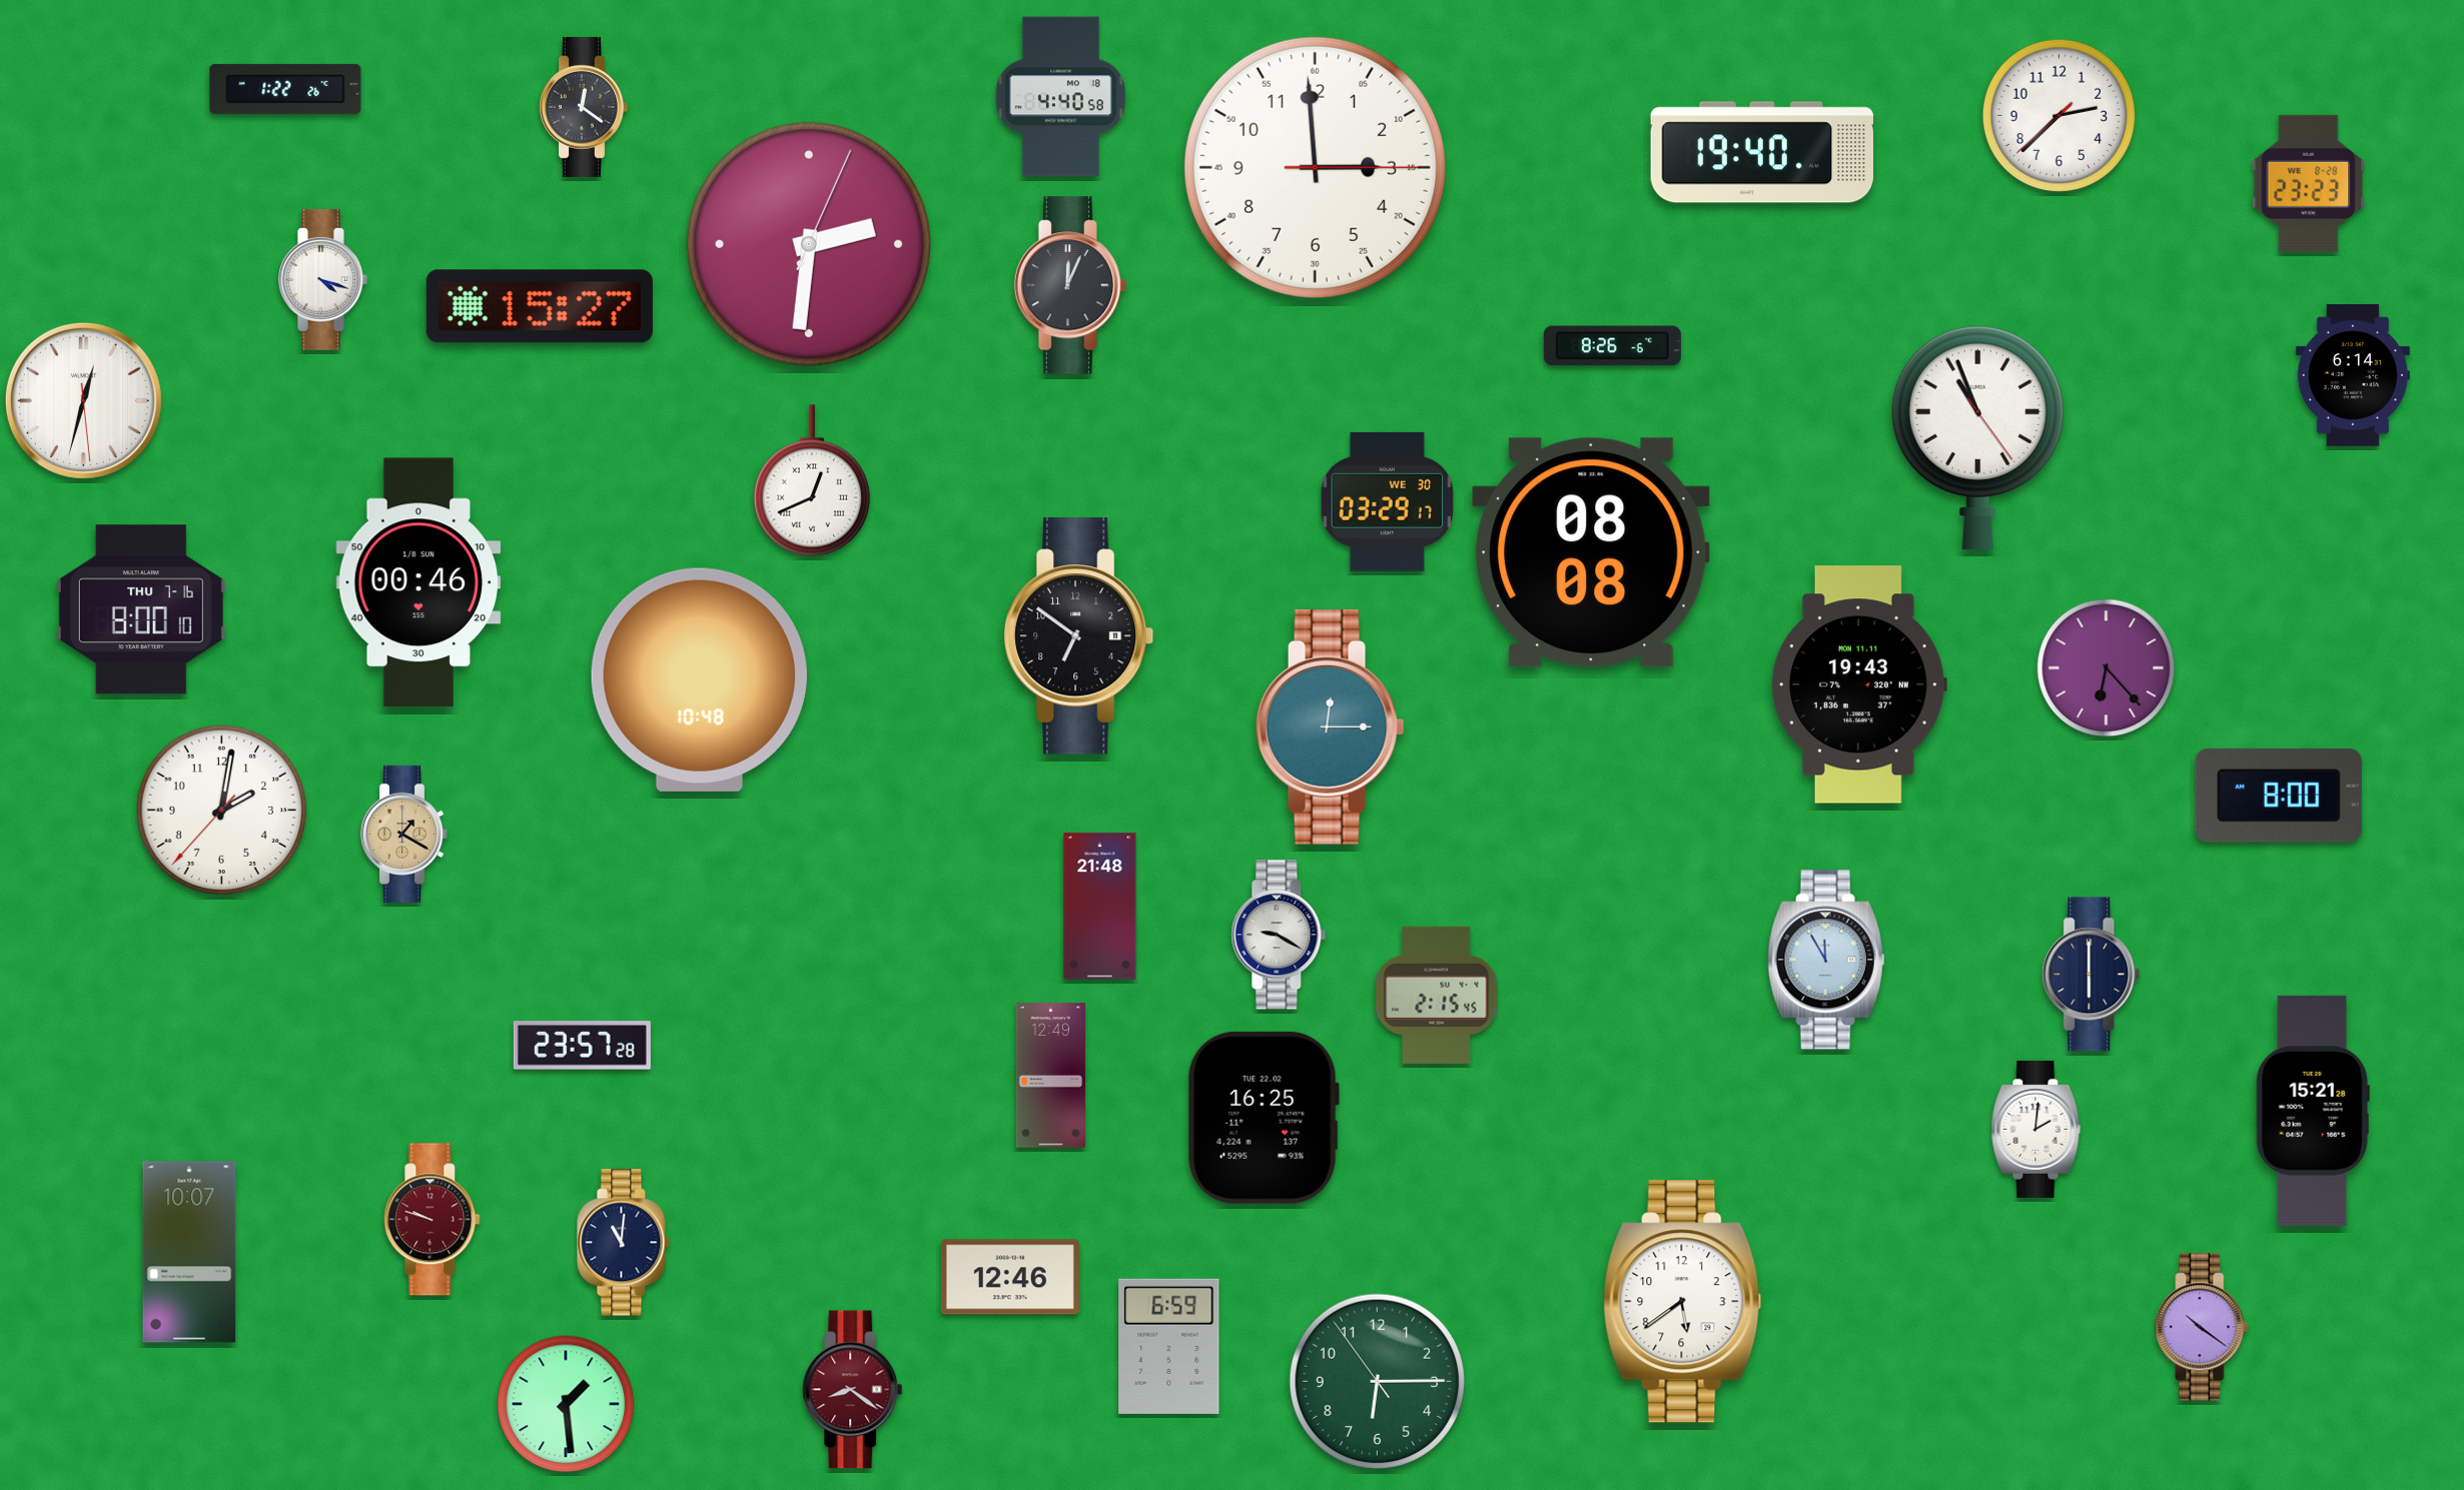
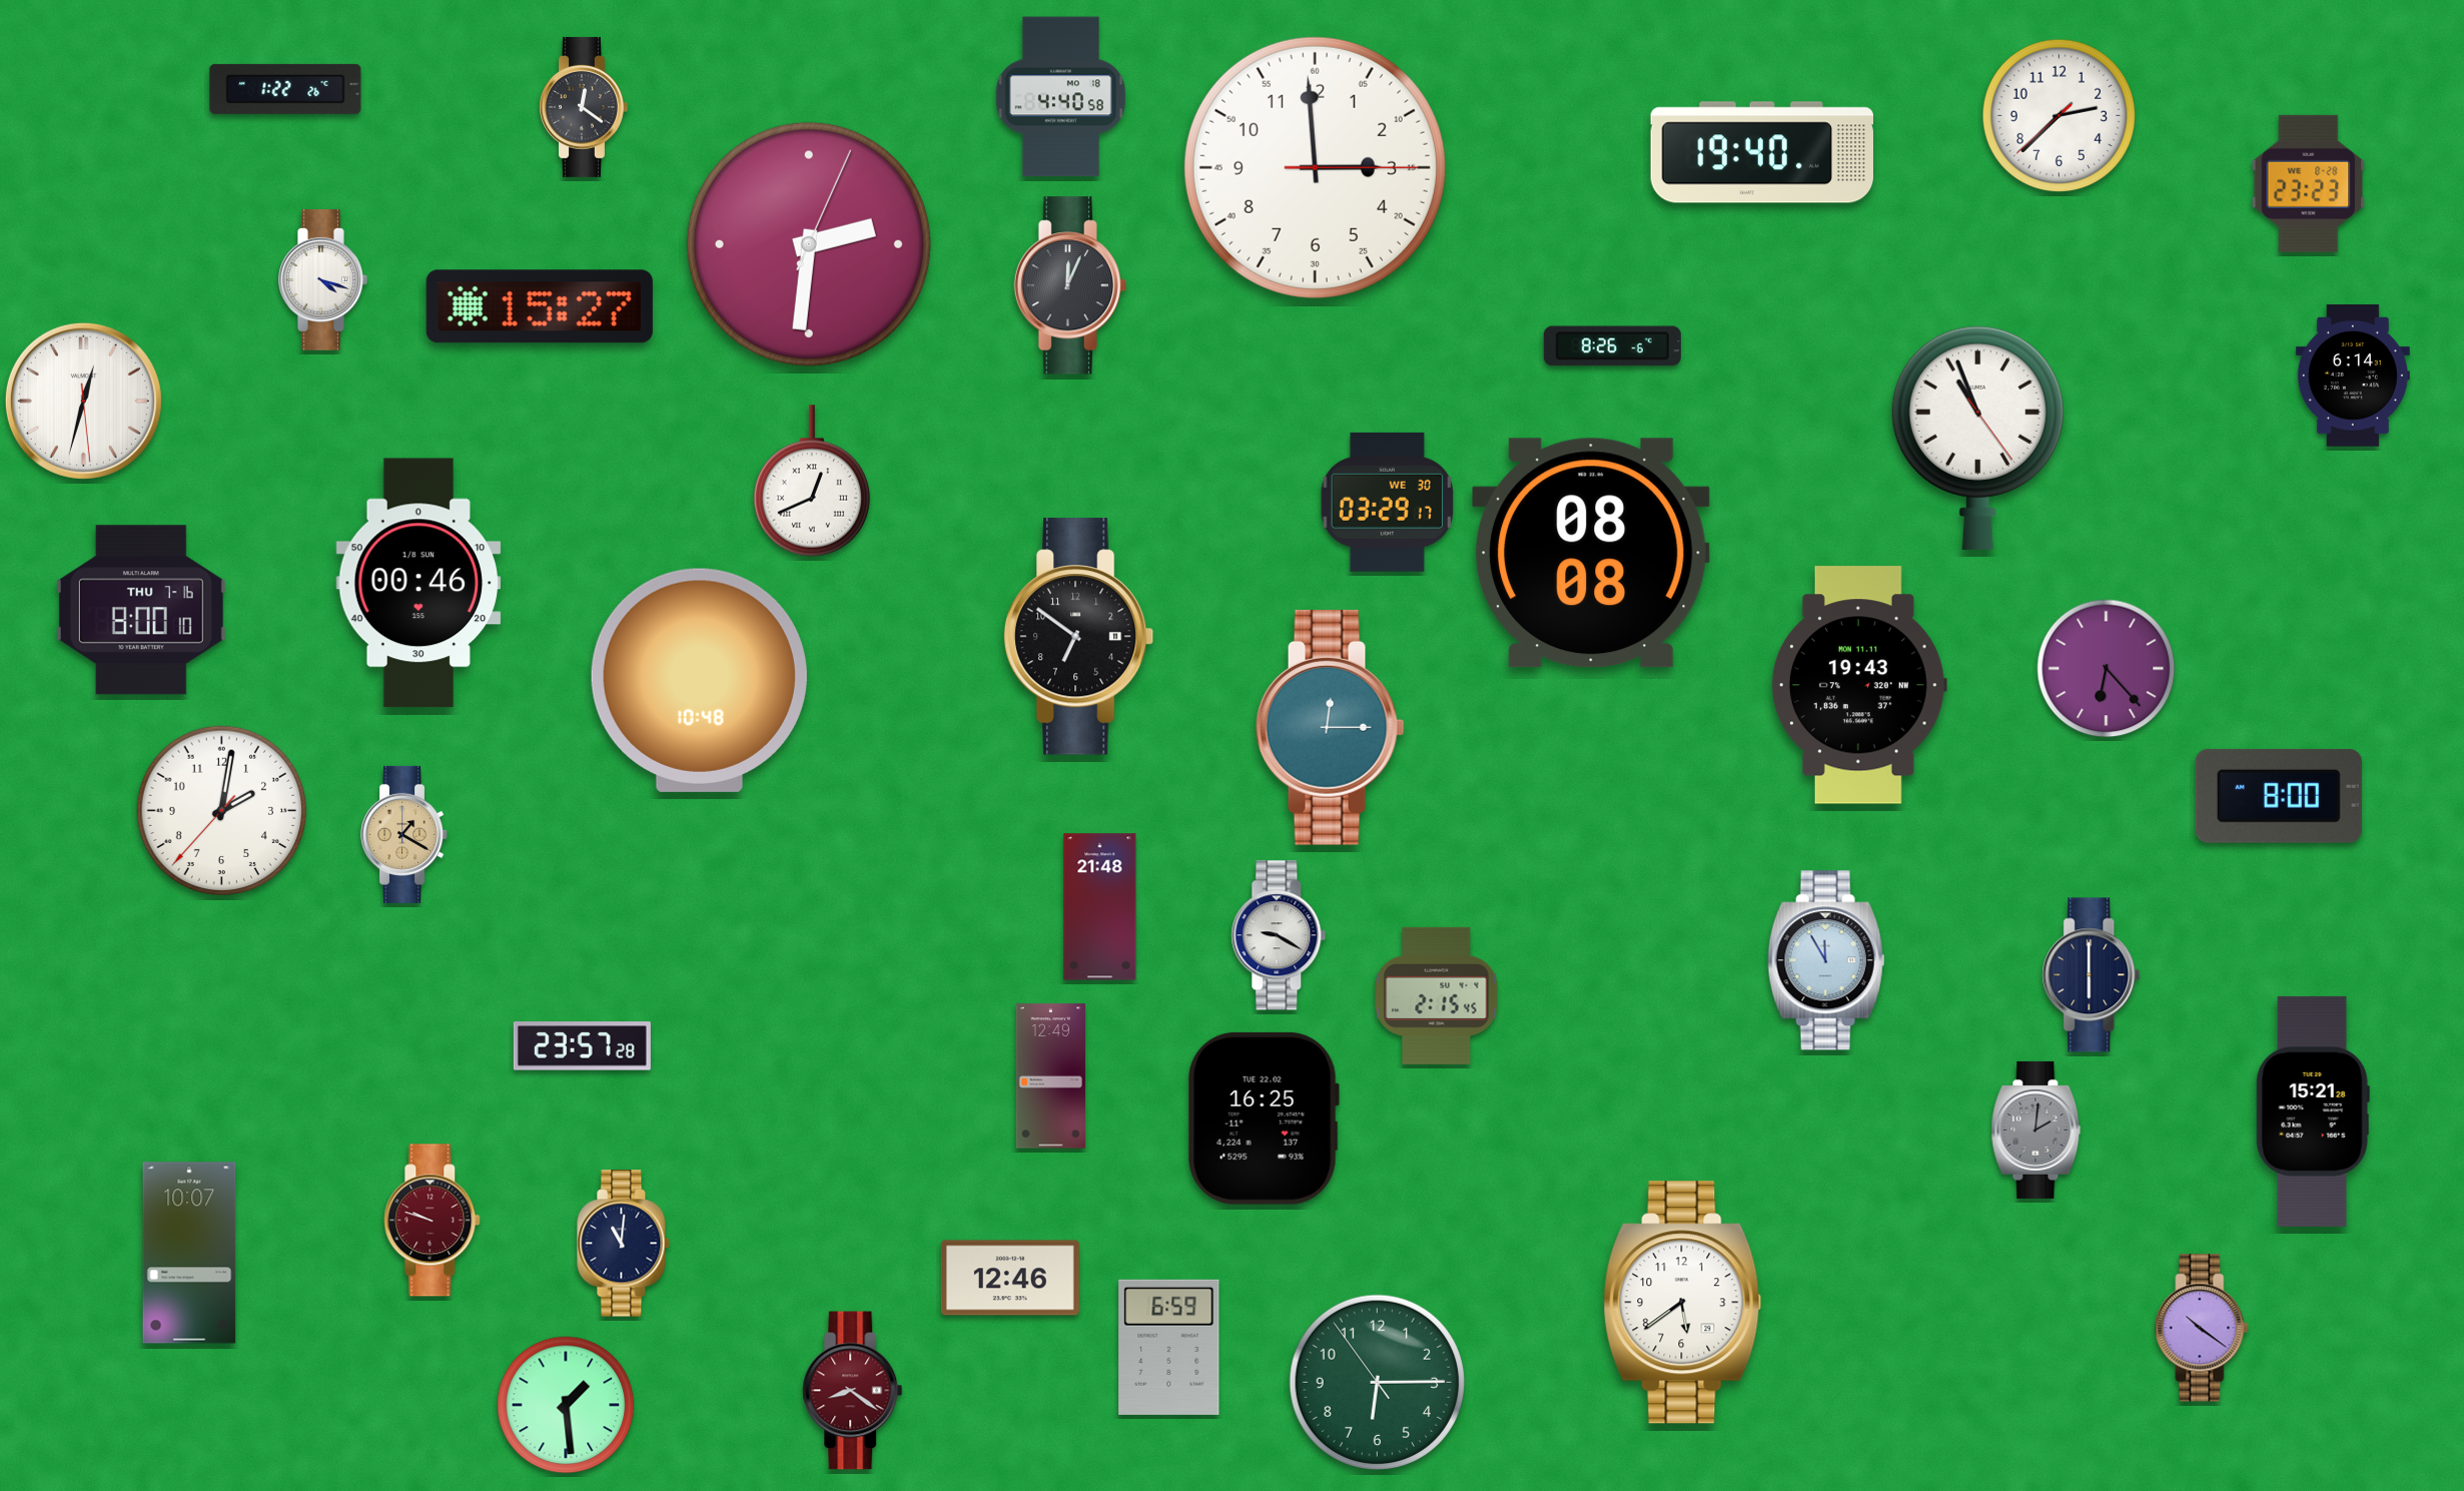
clock at (2036, 1129) dial: white -> grey
